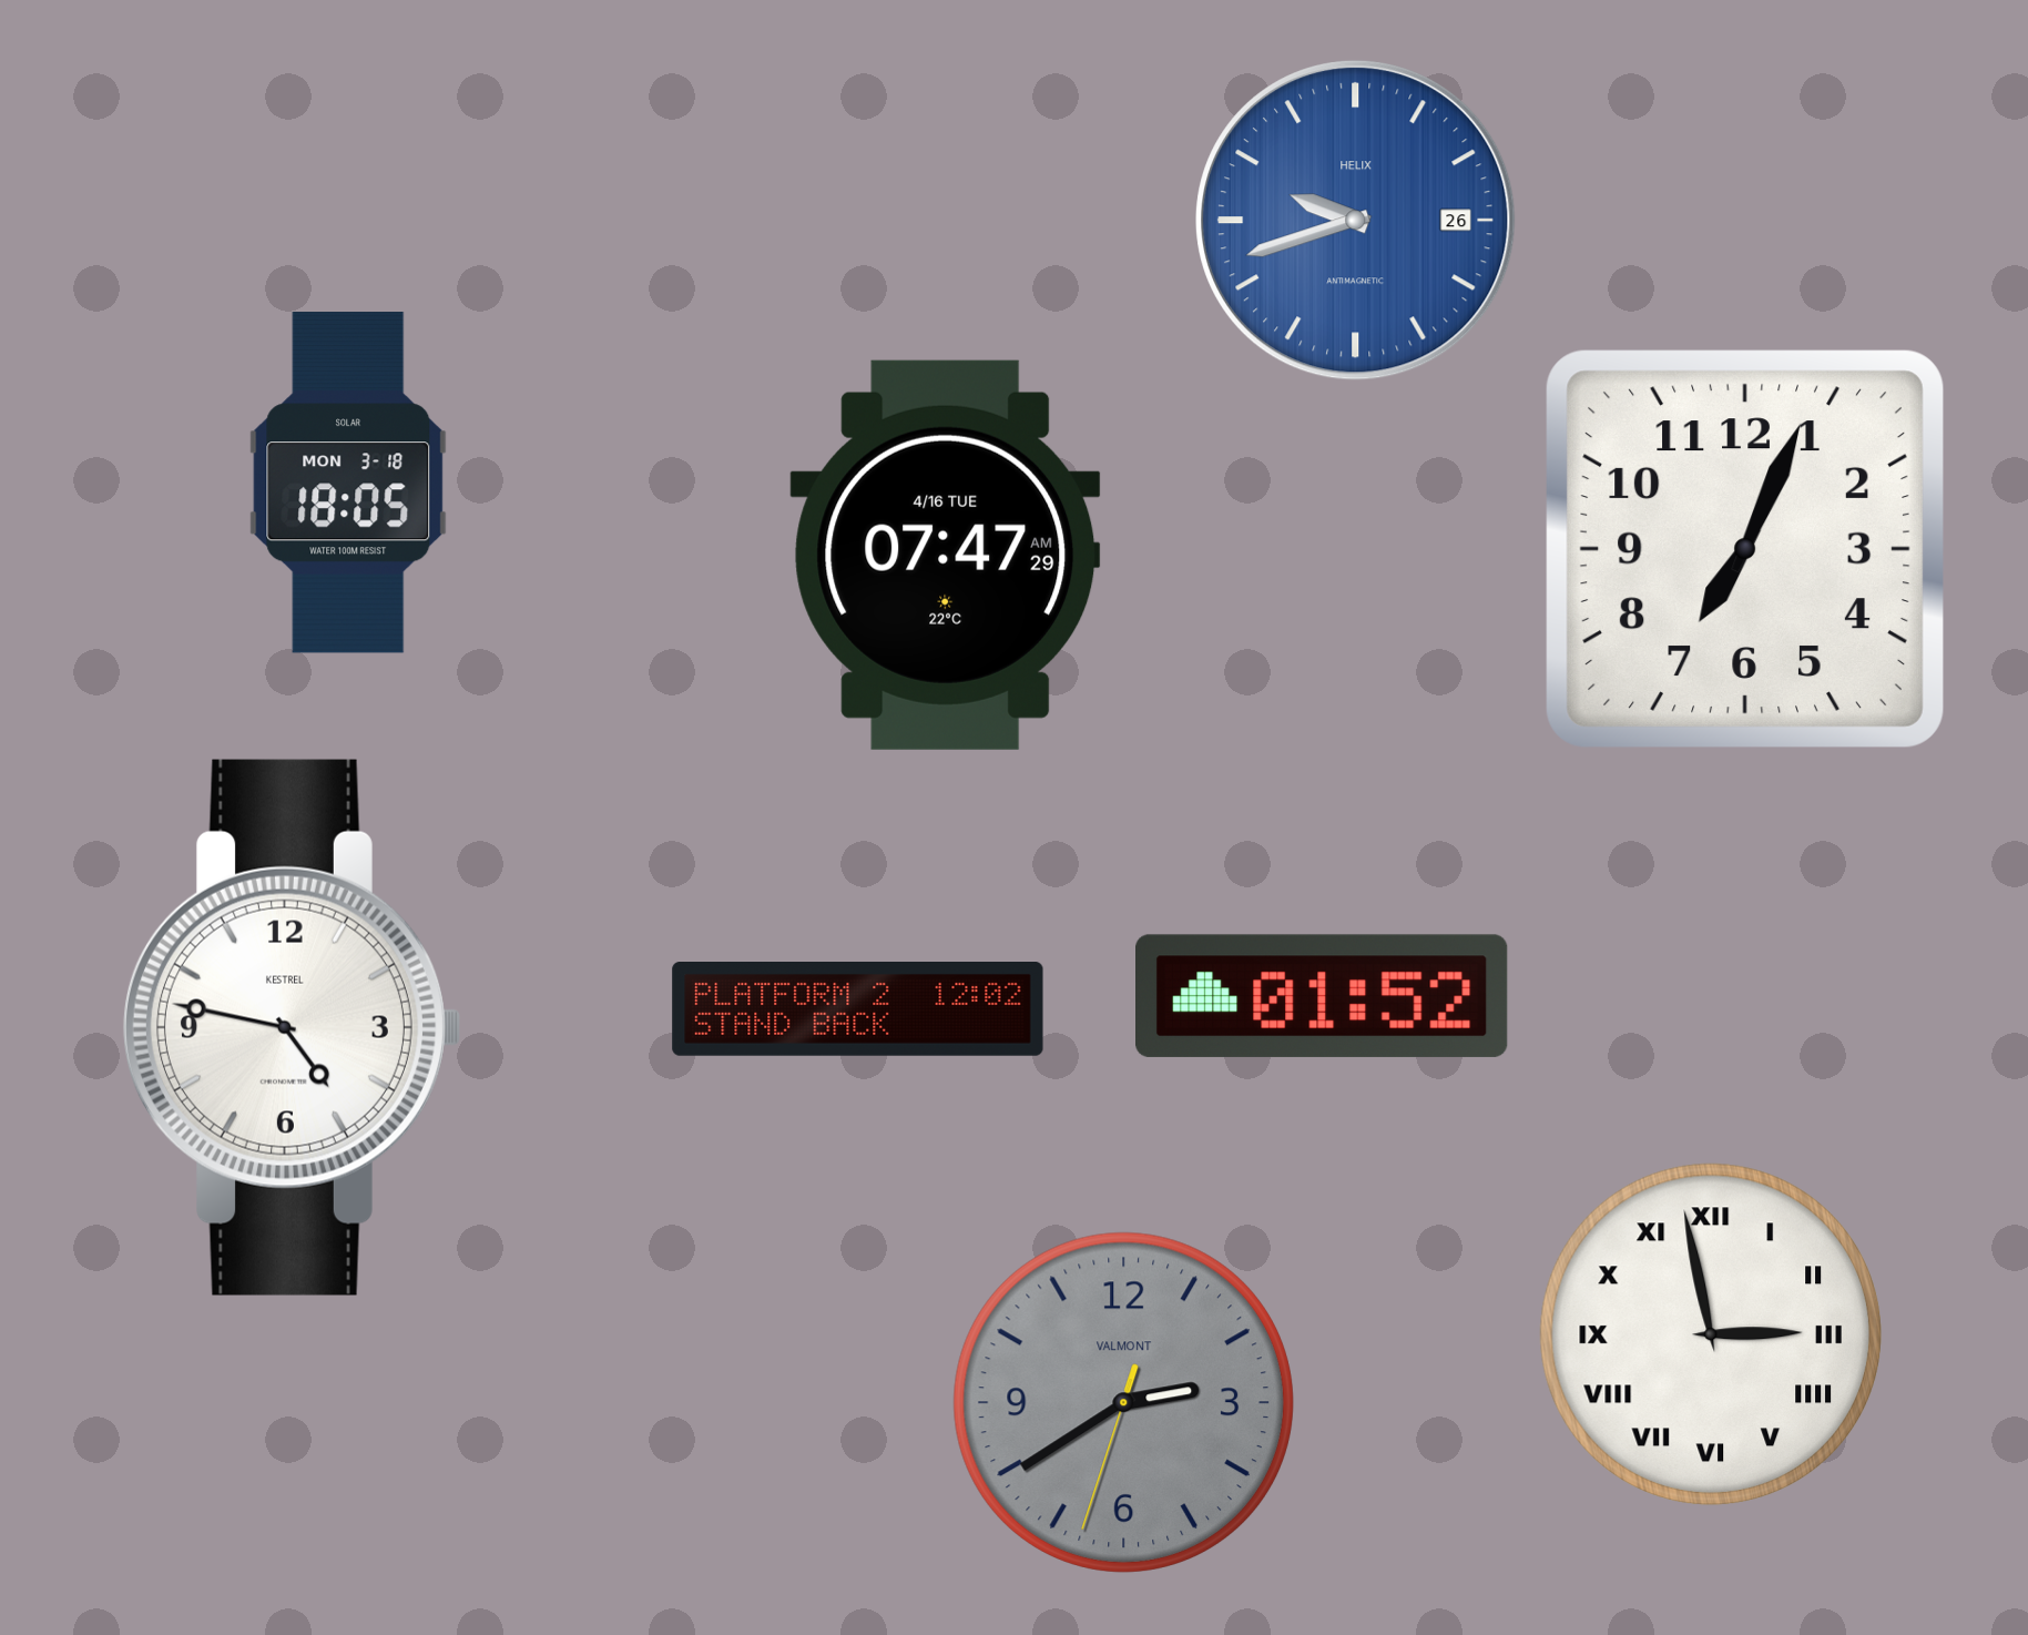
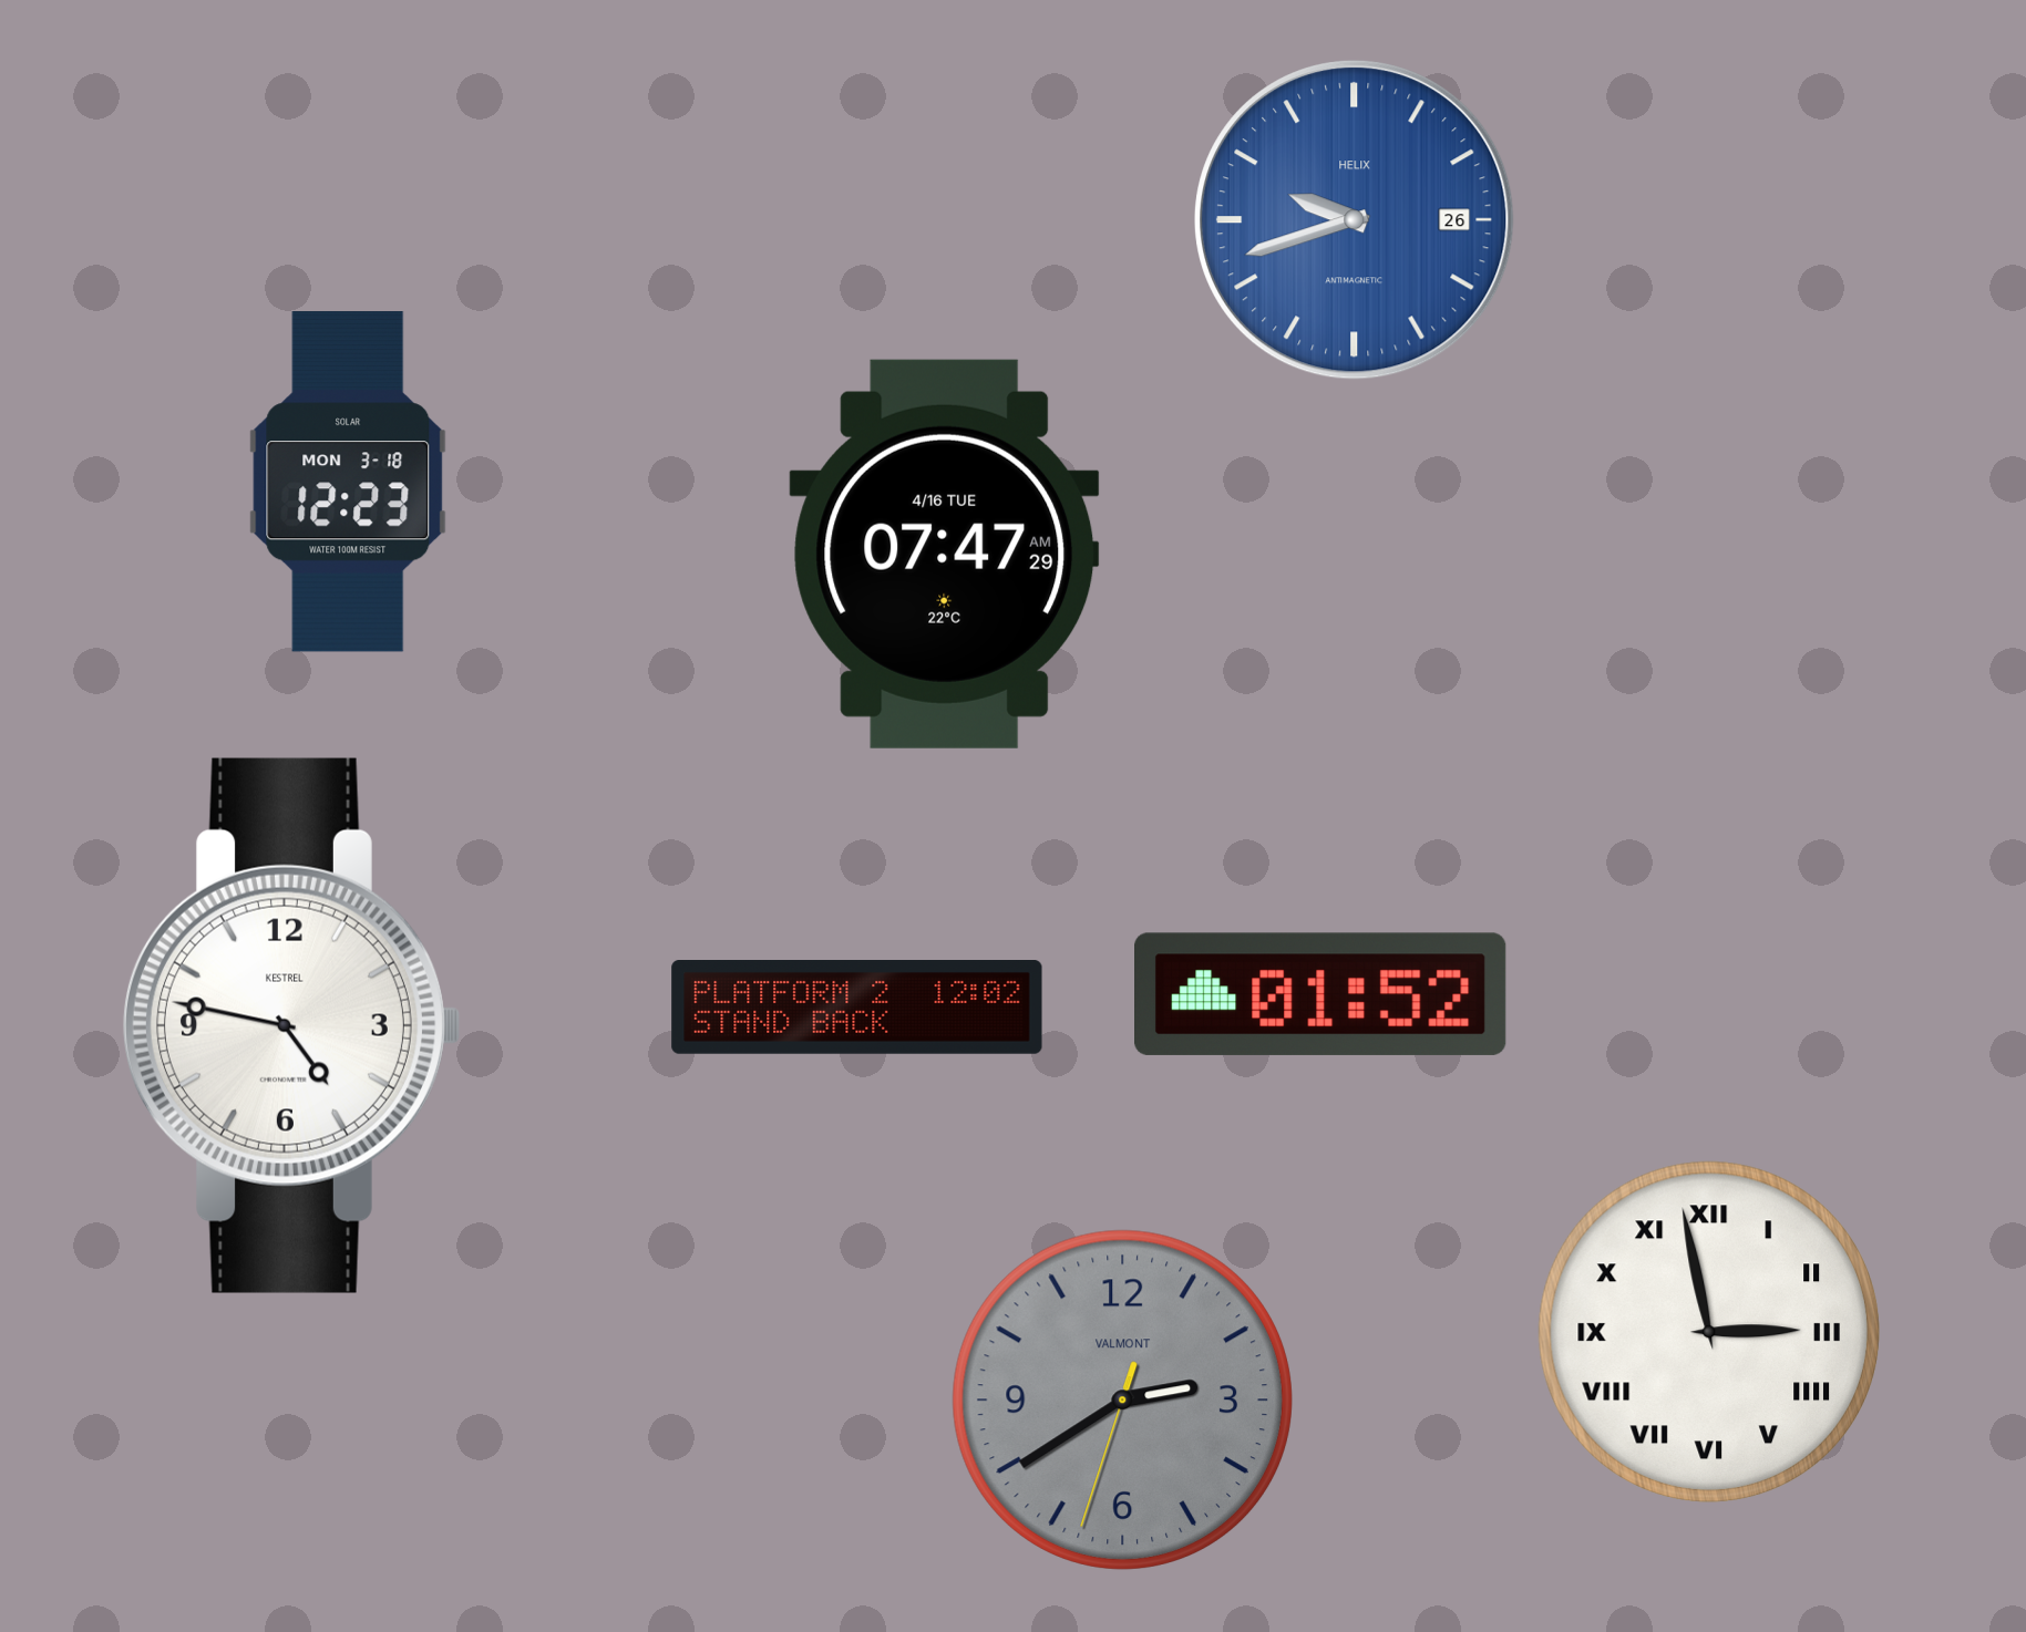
clock at (348, 483): 18:05 -> 12:23
clock at (1745, 549): 7:04 -> none
